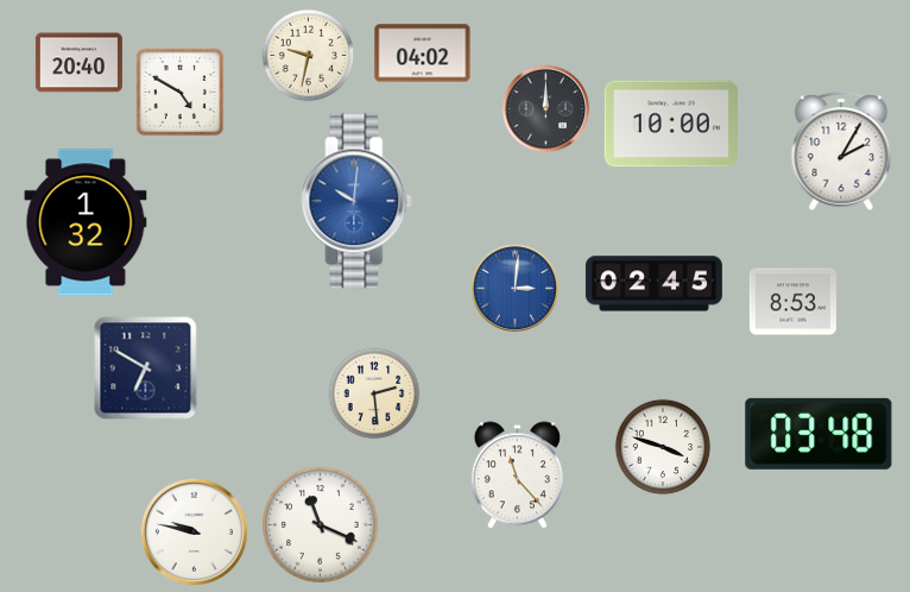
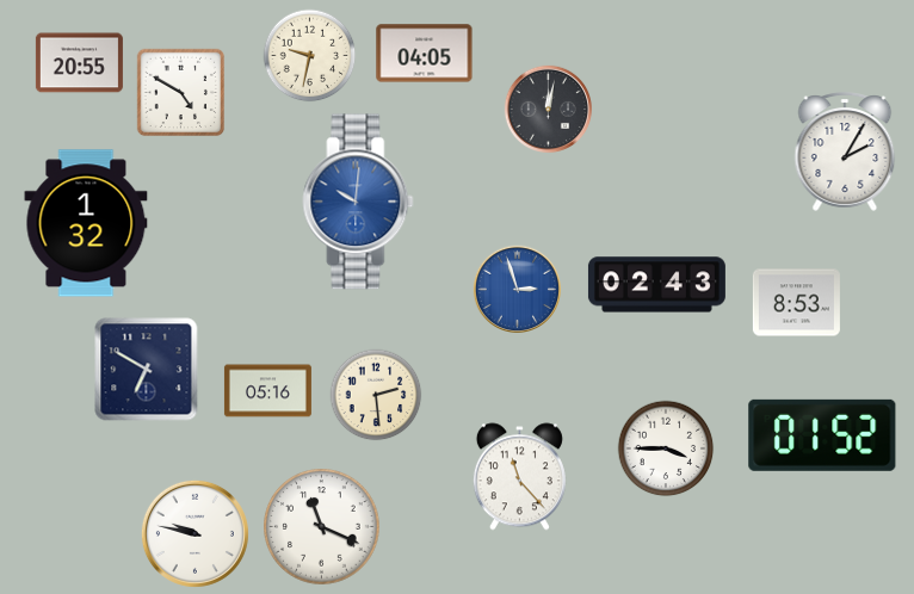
clock at (423, 53): 04:02 -> 04:05
clock at (78, 63): 20:40 -> 20:55
clock at (545, 108): 12:00 -> 12:02
clock at (671, 124): 10:00 -> none
clock at (653, 284): 02:45 -> 02:43
clock at (514, 288): 3:01 -> 2:57
clock at (267, 391): none -> 05:16
clock at (819, 434): 03:48 -> 01:52
clock at (663, 447): 3:48 -> 3:45
